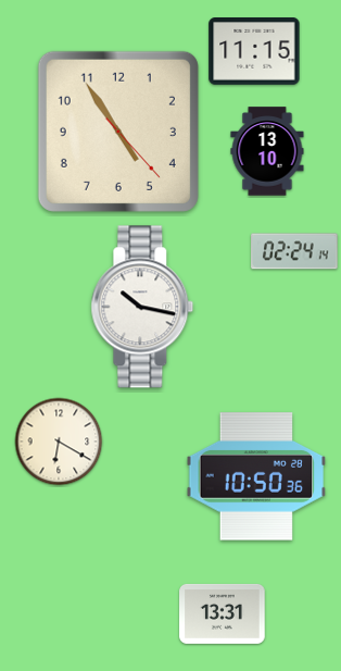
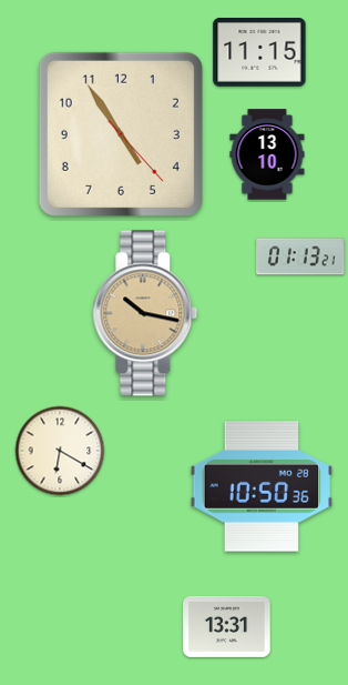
clock at (267, 151) position: (267, 151) -> (267, 154)
clock at (294, 251): 02:24 -> 01:13
clock at (142, 307) dial: white -> champagne
